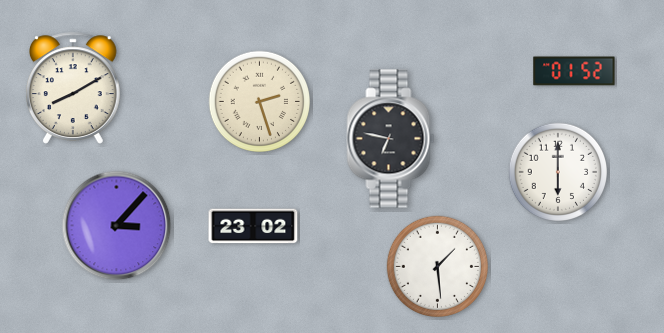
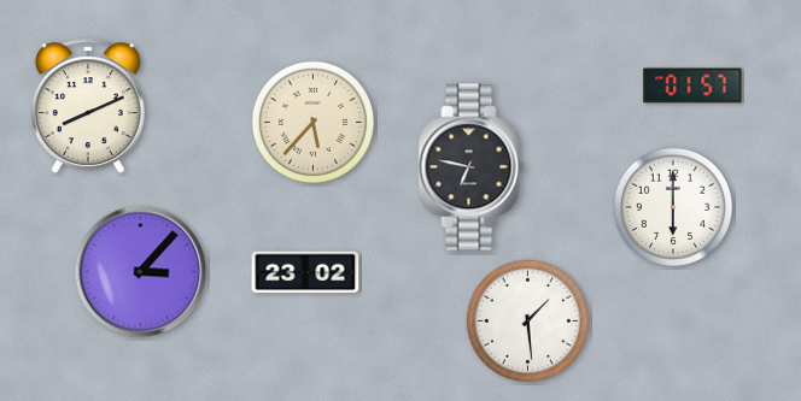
clock at (574, 71): 01:52 -> 01:57
clock at (73, 88): 8:10 -> 8:11
clock at (259, 101): 2:27 -> 5:37
